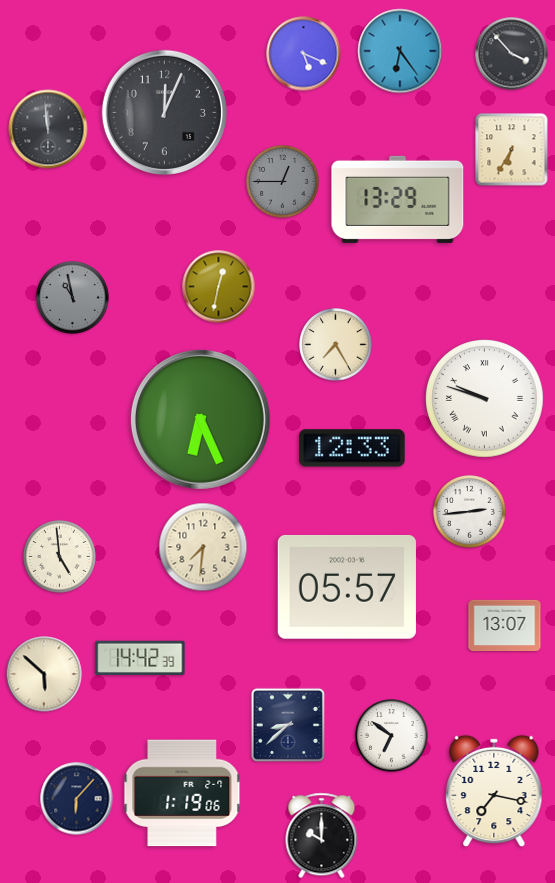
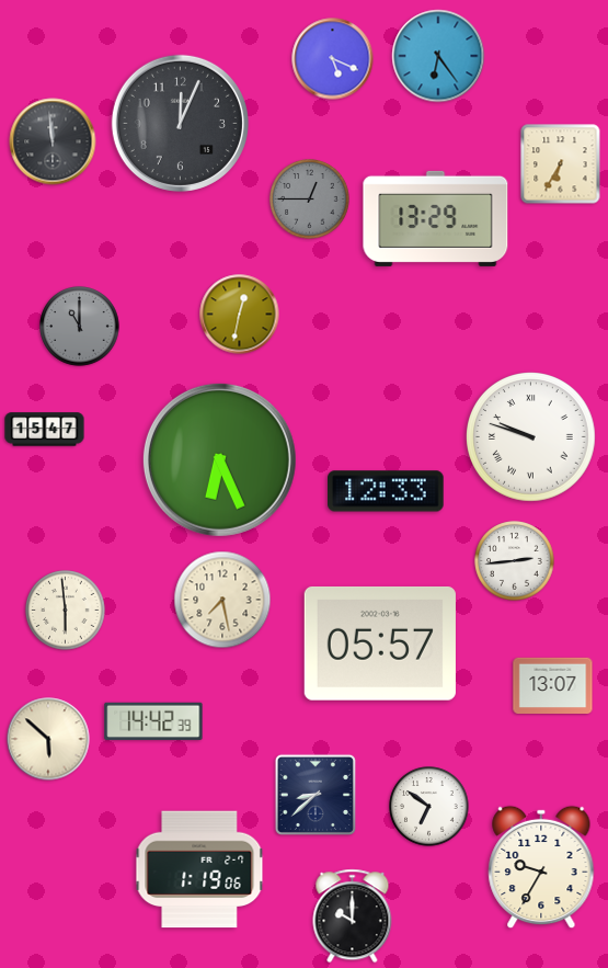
clock at (512, 54): 3:53 -> none
clock at (73, 298): 10:58 -> 11:00
clock at (336, 345): 7:25 -> none
clock at (45, 430): none -> 15:47
clock at (203, 547): 7:31 -> 7:28
clock at (60, 557): 4:59 -> 5:59
clock at (494, 791): 7:17 -> 9:35
clock at (77, 799): 6:07 -> none
